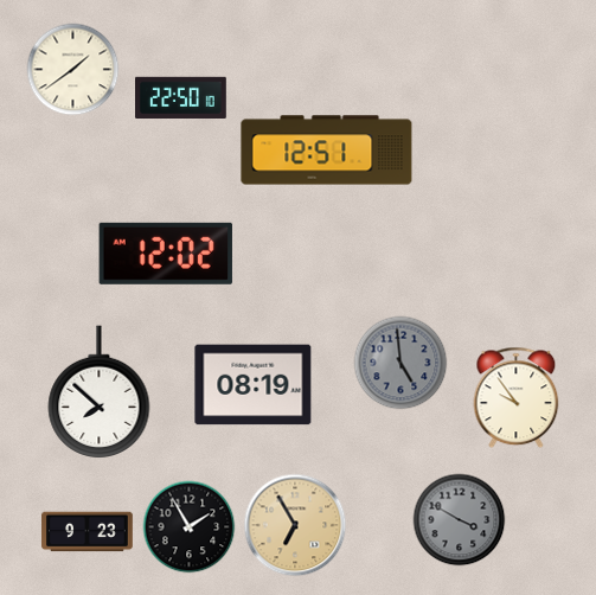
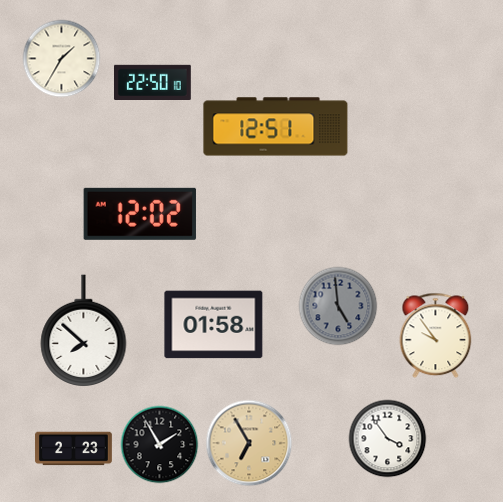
clock at (72, 69): 1:39 -> 1:35
clock at (254, 385): 08:19 -> 01:58
clock at (459, 519): 3:50 -> 3:54
clock at (459, 519) dial: grey -> white
clock at (88, 532): 9:23 -> 2:23
